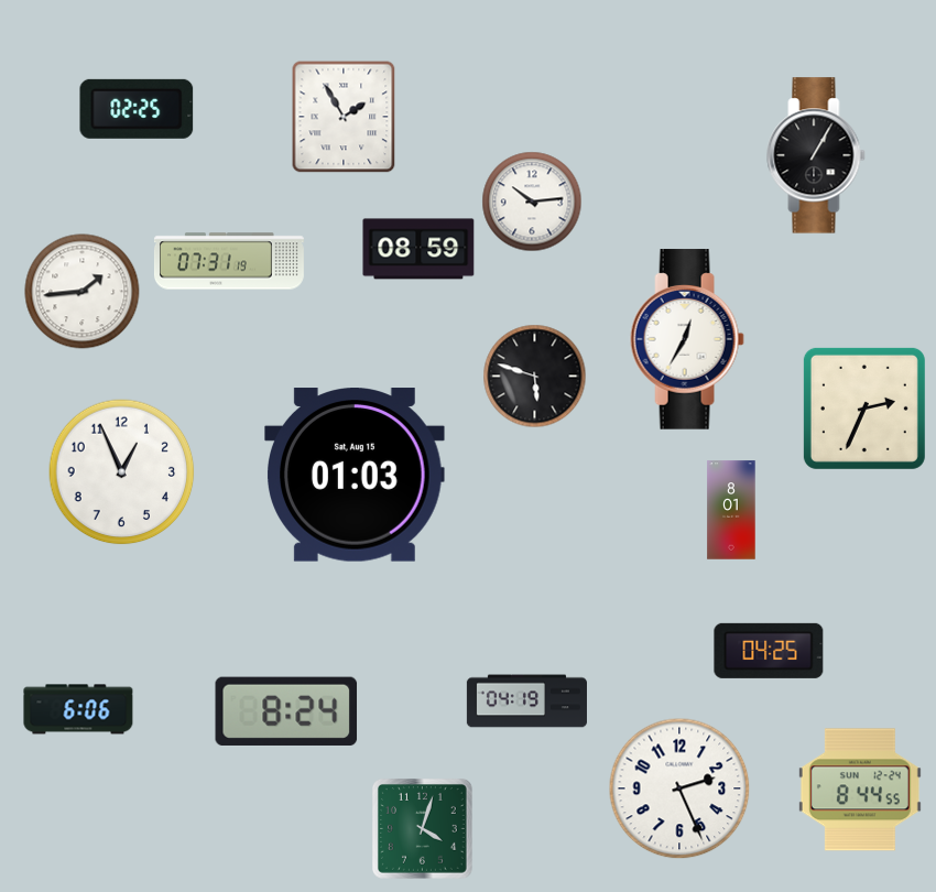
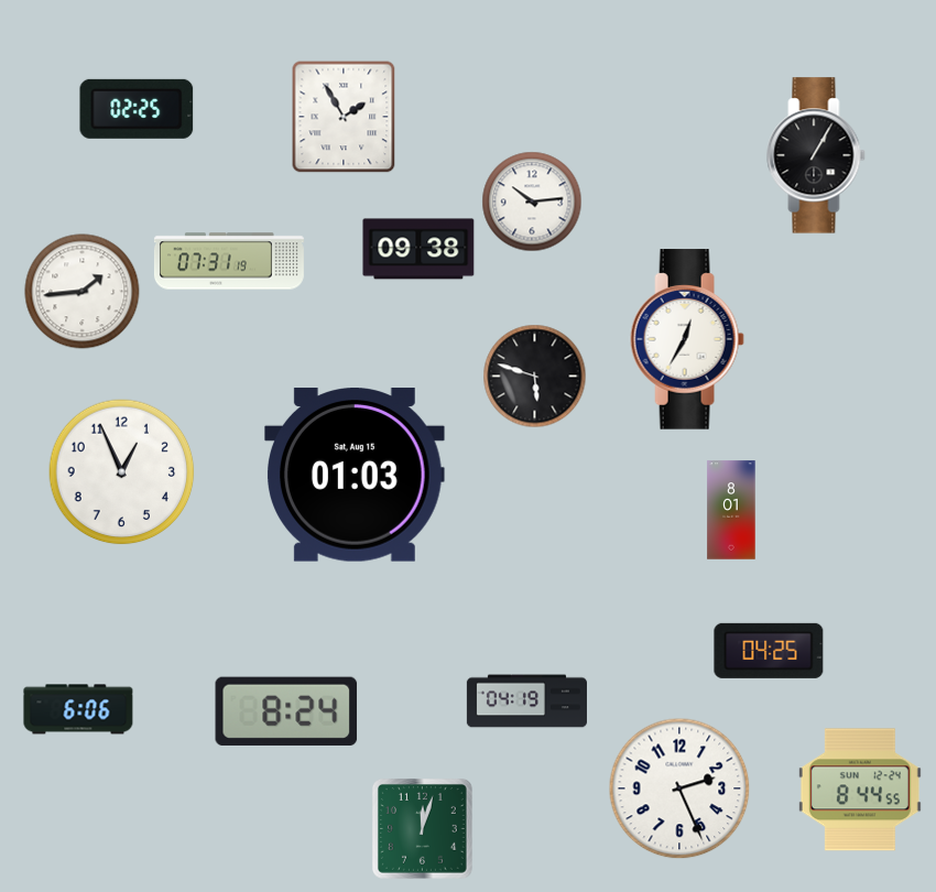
clock at (418, 249): 08:59 -> 09:38
clock at (864, 409): 2:34 -> none
clock at (423, 829): 4:03 -> 12:03
